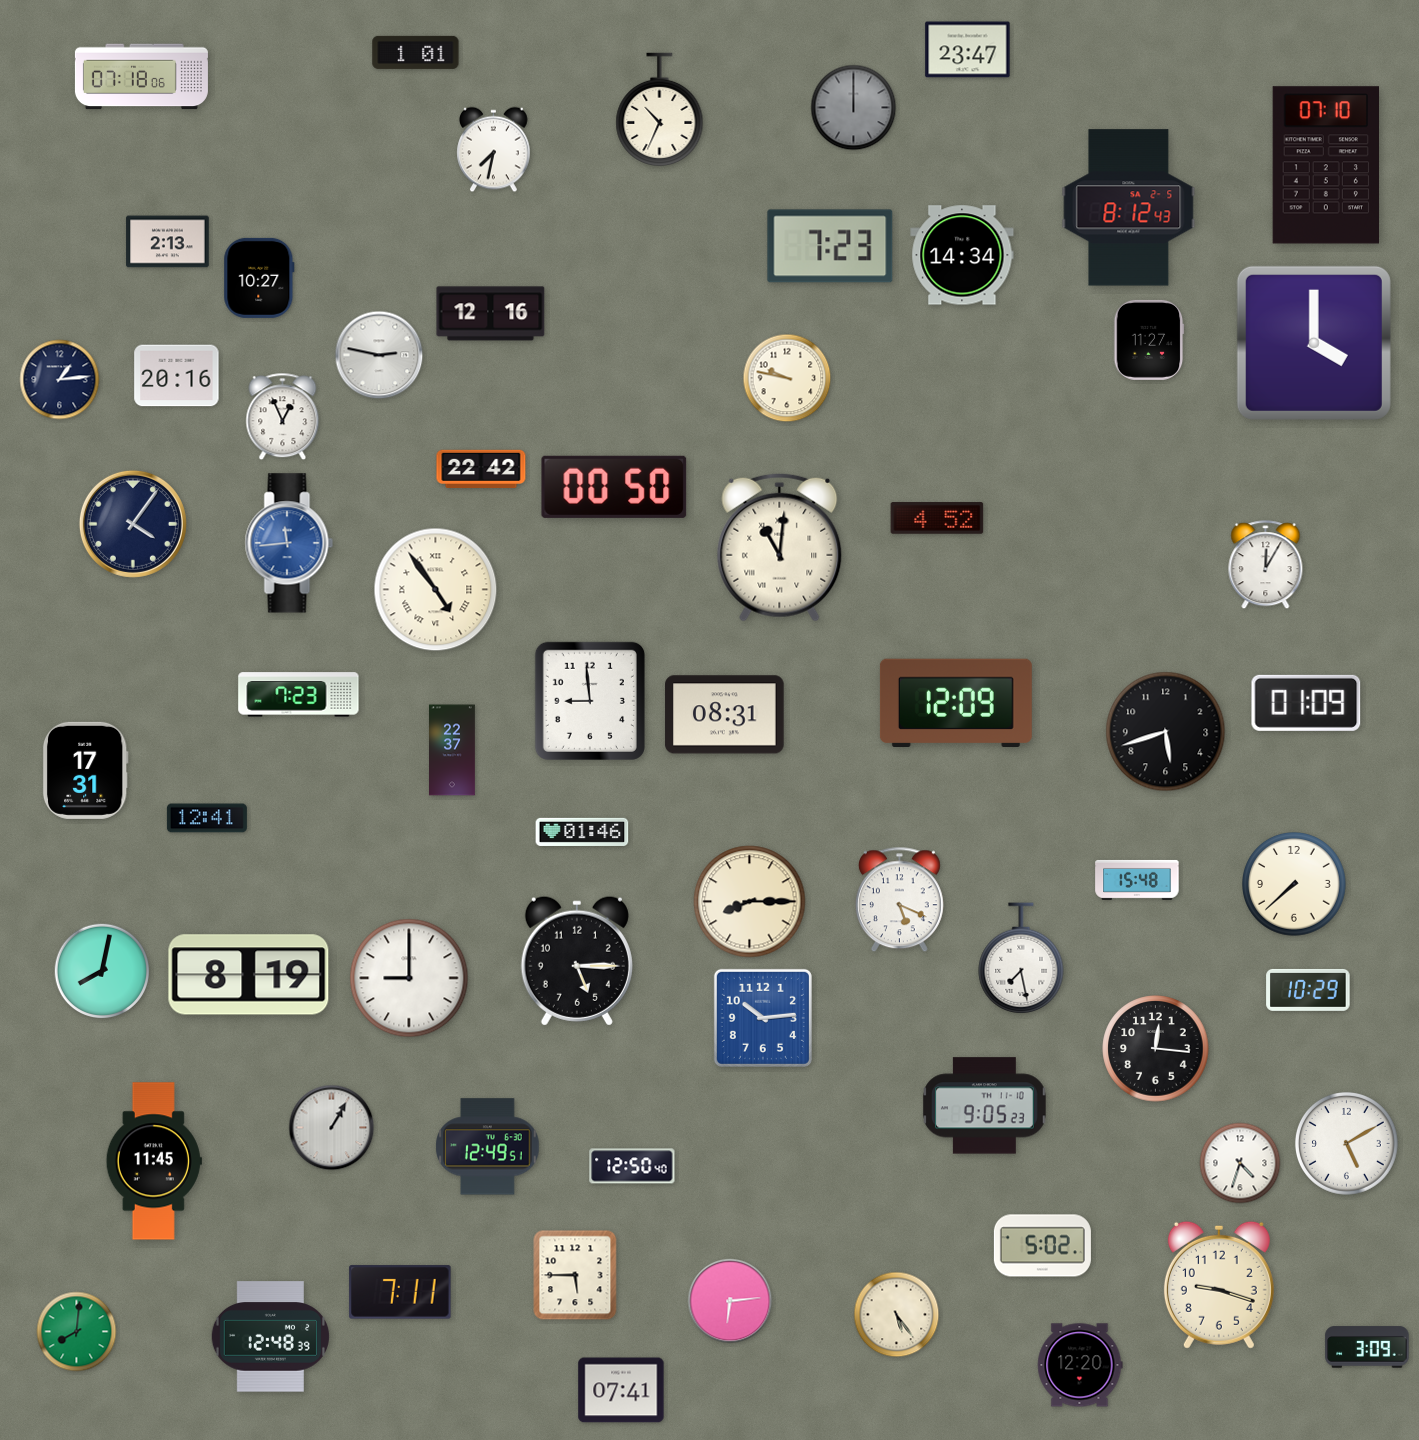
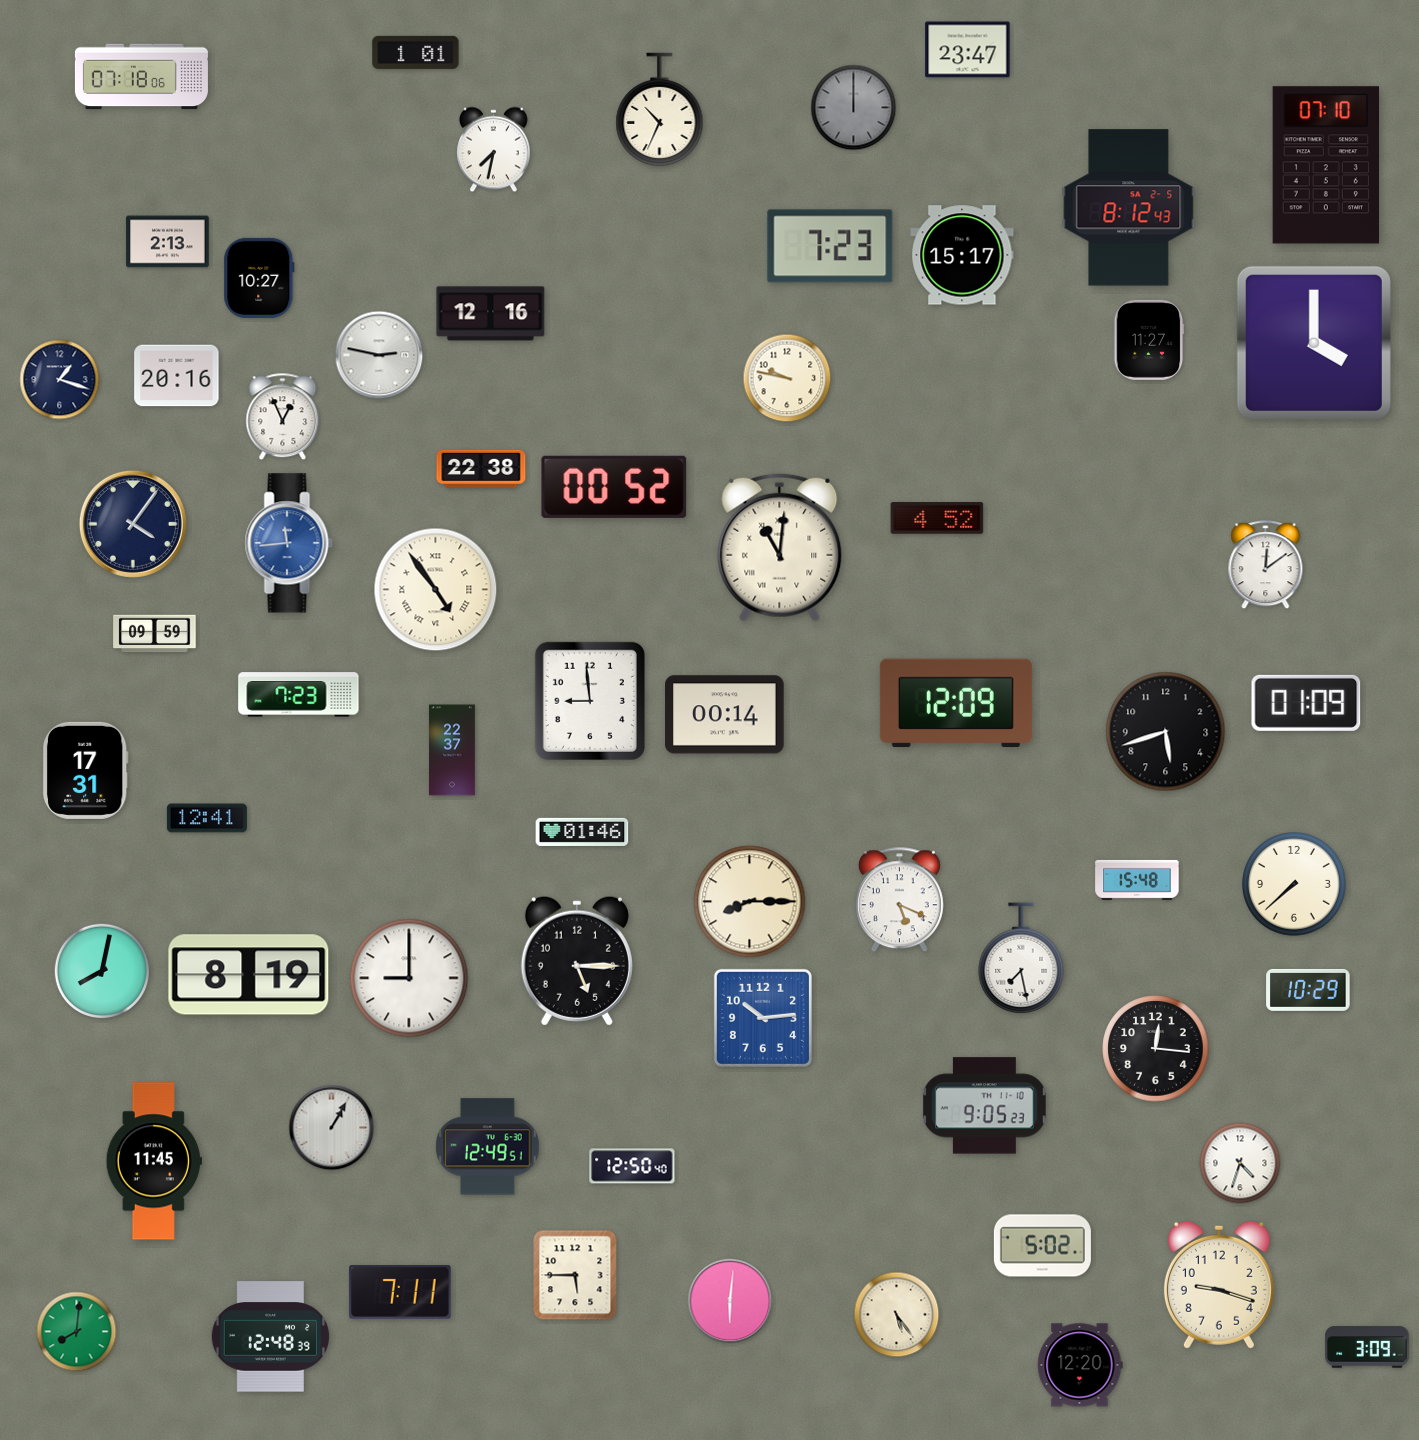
clock at (962, 255): 14:34 -> 15:17
clock at (60, 380): 1:14 -> 1:18
clock at (481, 468): 22:42 -> 22:38
clock at (614, 487): 00:50 -> 00:52
clock at (1266, 565): 12:05 -> 12:09
clock at (155, 634): none -> 09:59
clock at (725, 715): 08:31 -> 00:14
clock at (1347, 1144): 5:10 -> none
clock at (730, 1301): 6:14 -> 6:01
clock at (621, 1390): 07:41 -> none
